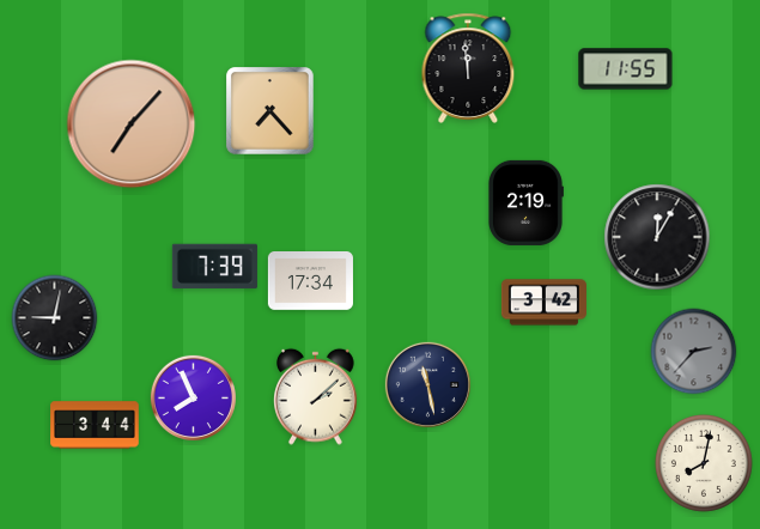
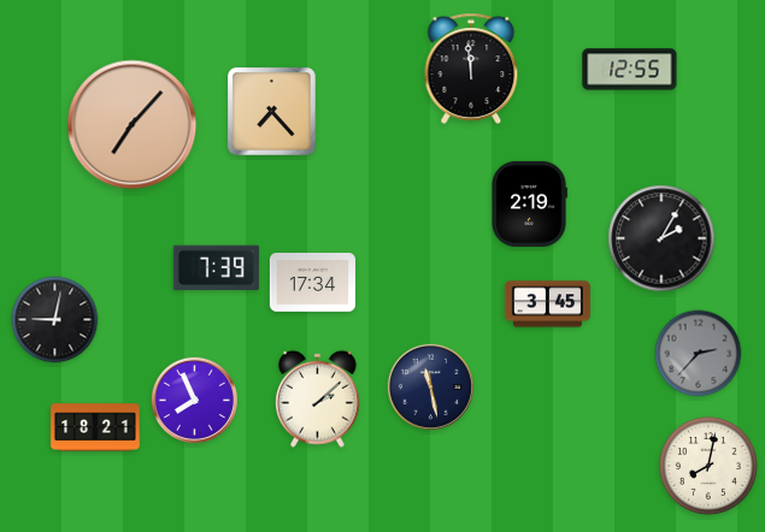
clock at (626, 69): 11:55 -> 12:55
clock at (657, 237): 12:05 -> 2:05
clock at (543, 303): 3:42 -> 3:45
clock at (95, 425): 3:44 -> 18:21
